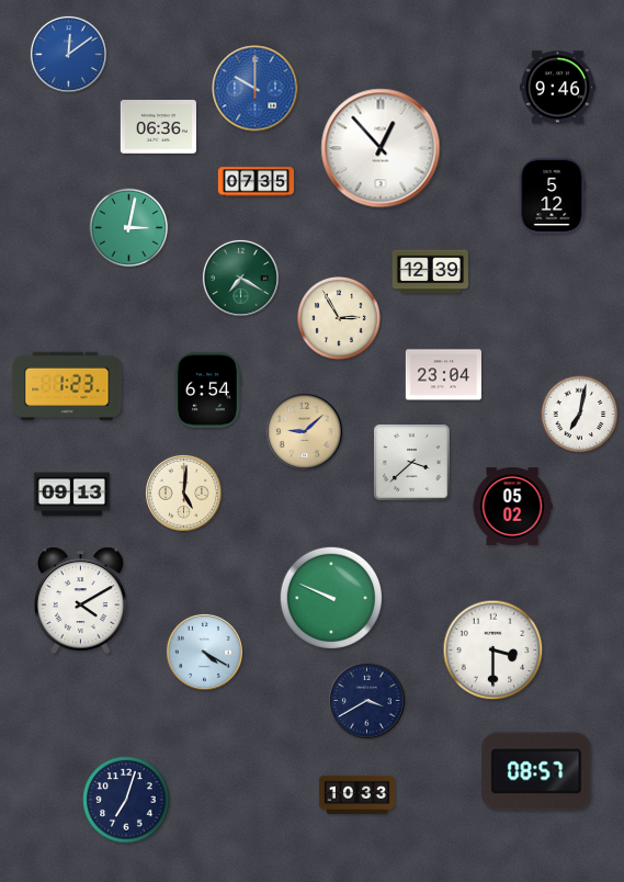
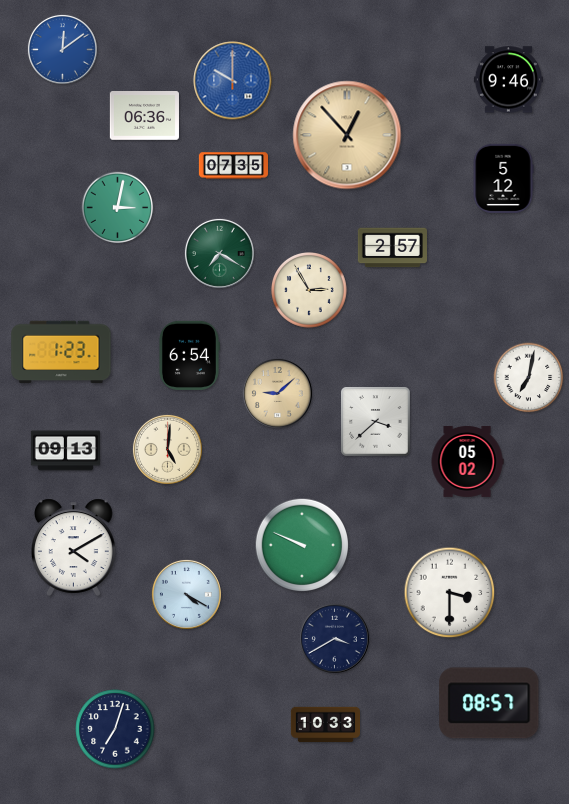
clock at (381, 148) dial: white -> champagne
clock at (430, 272): 12:39 -> 2:57
clock at (443, 375): 23:04 -> none
